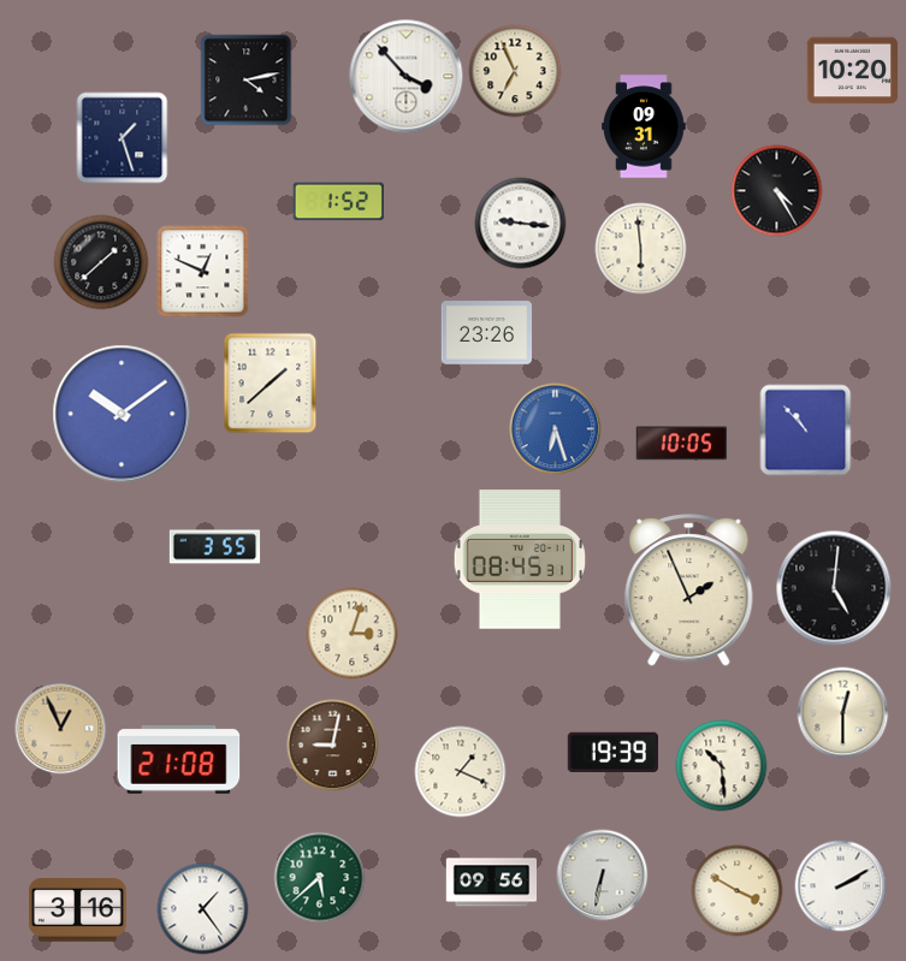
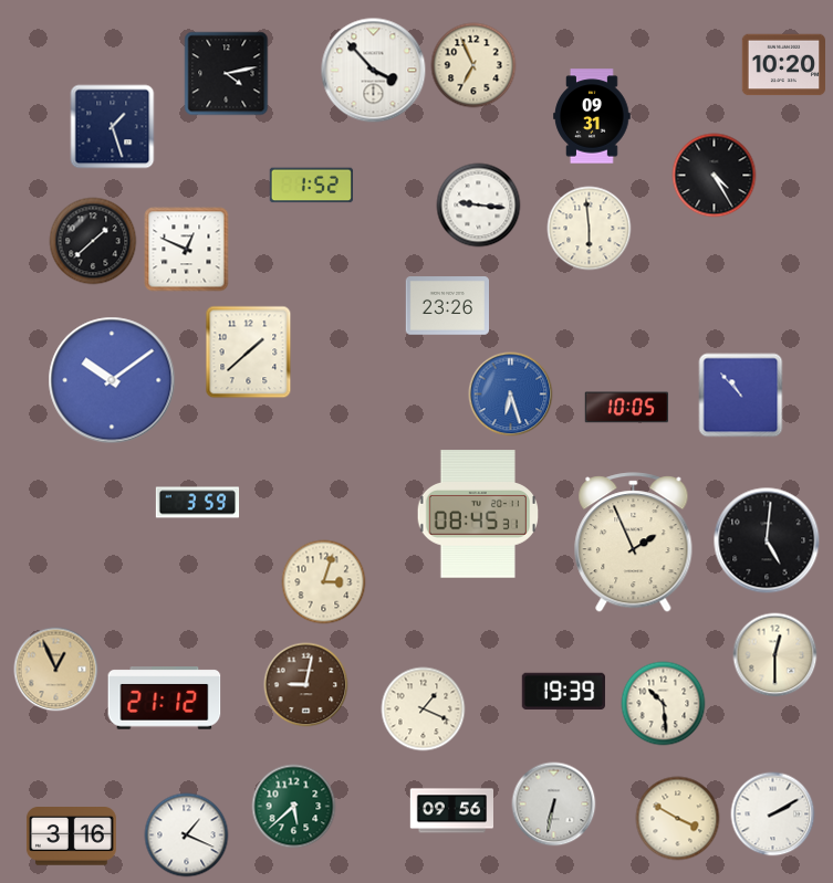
clock at (215, 547): 3:55 -> 3:59
clock at (179, 760): 21:08 -> 21:12
clock at (203, 909): 1:24 -> 1:19
